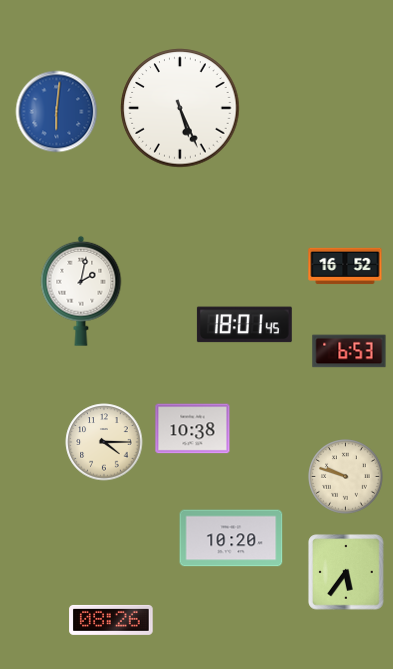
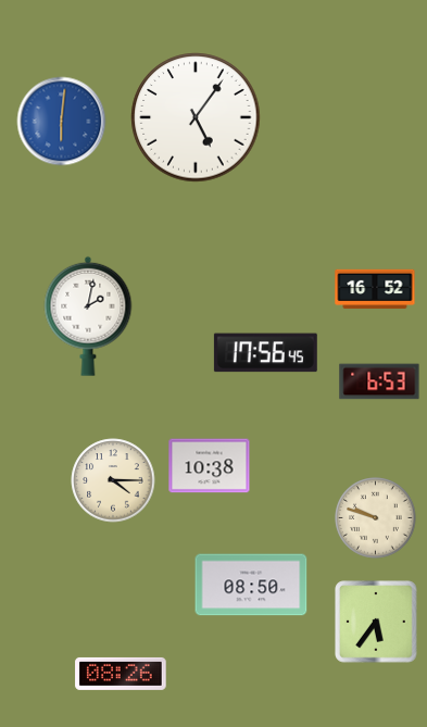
clock at (180, 108): 5:26 -> 5:06
clock at (244, 325): 18:01 -> 17:56
clock at (231, 538): 10:20 -> 08:50
